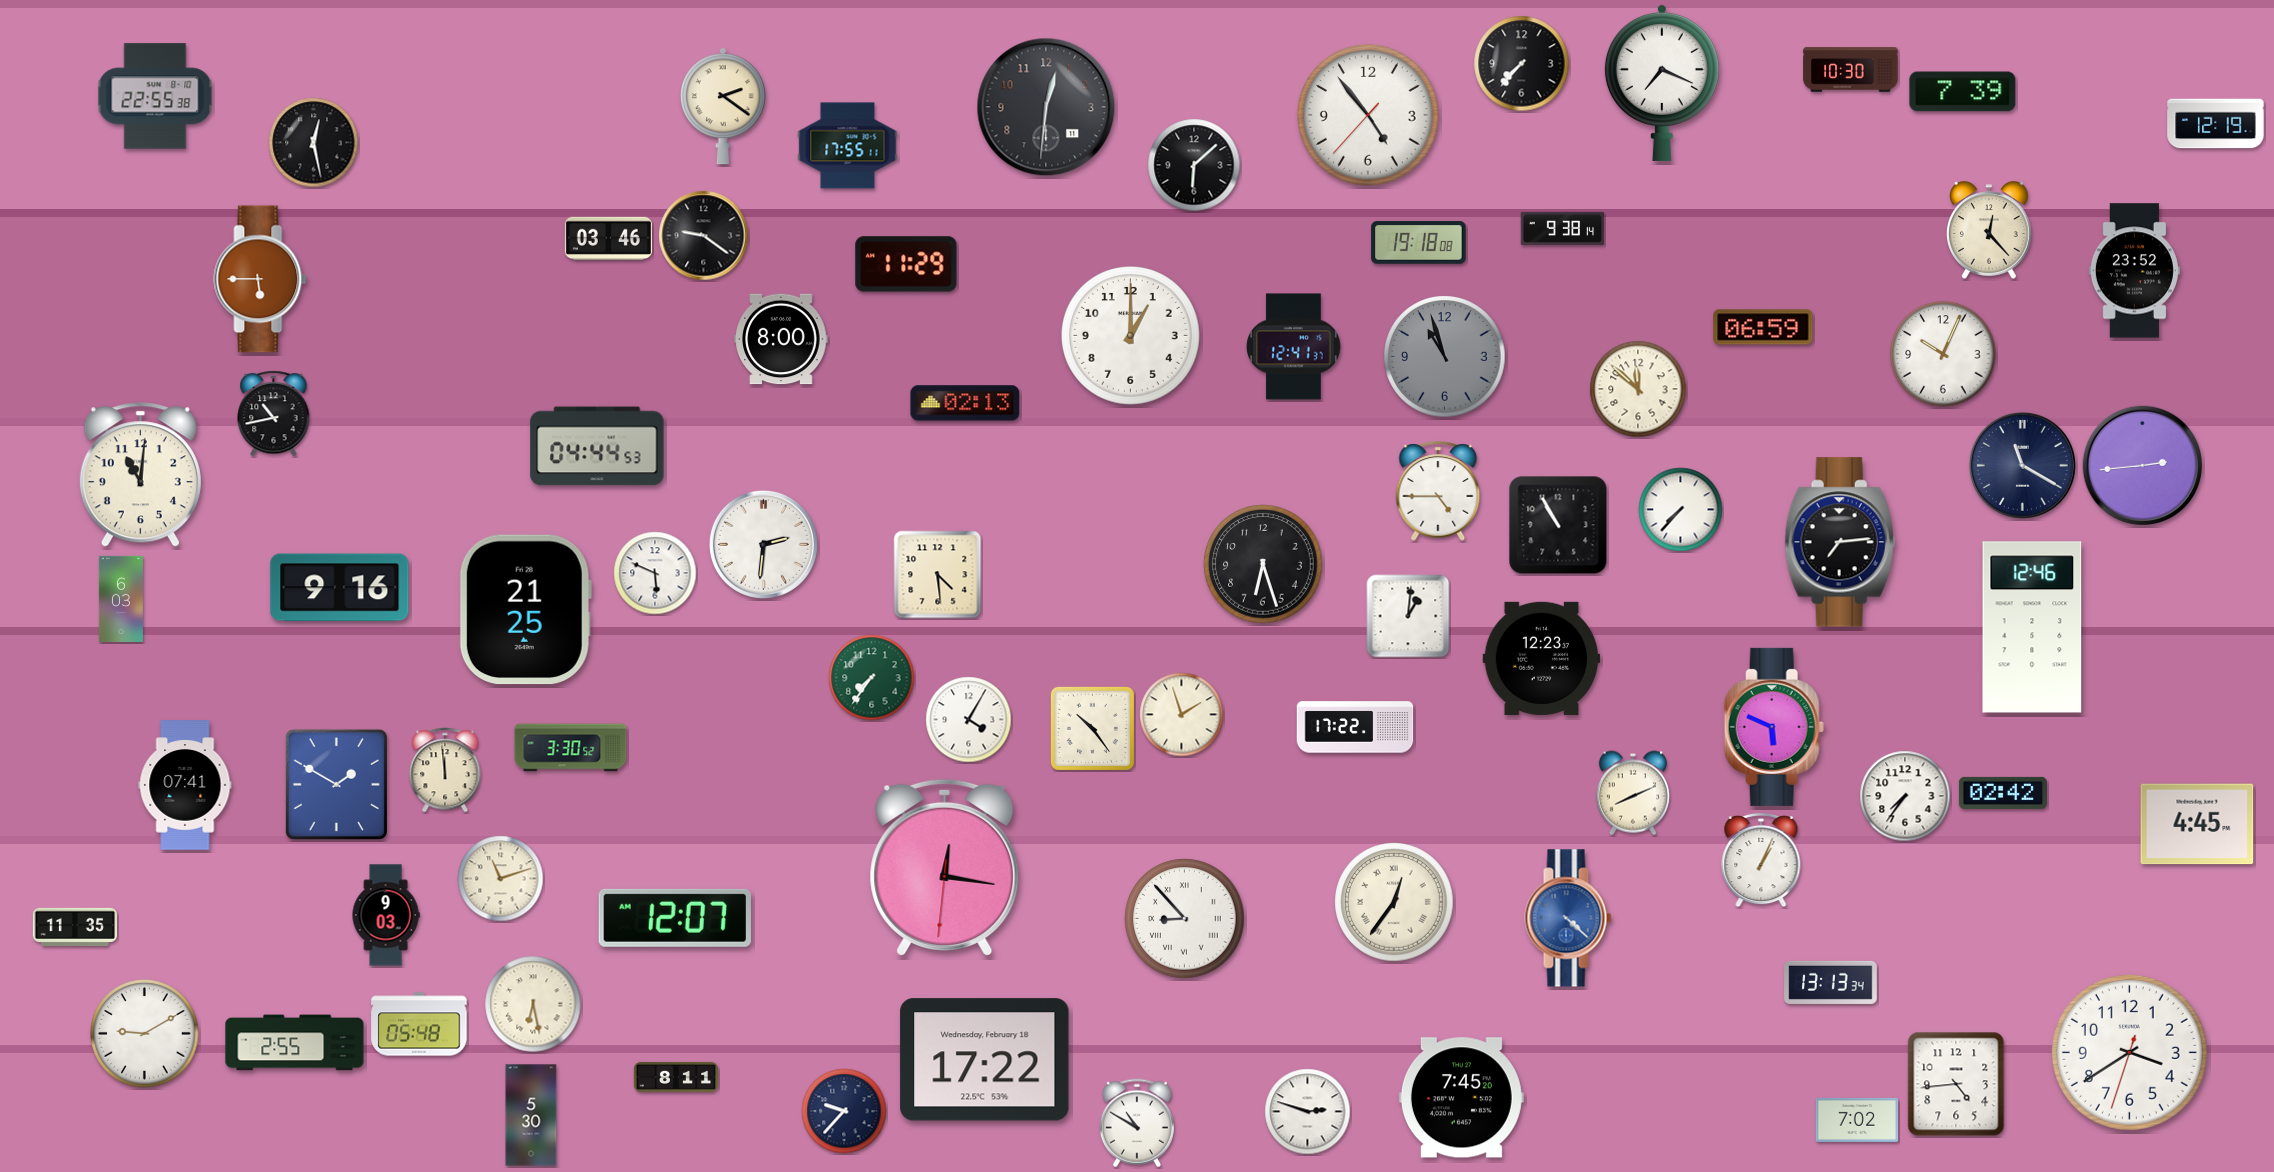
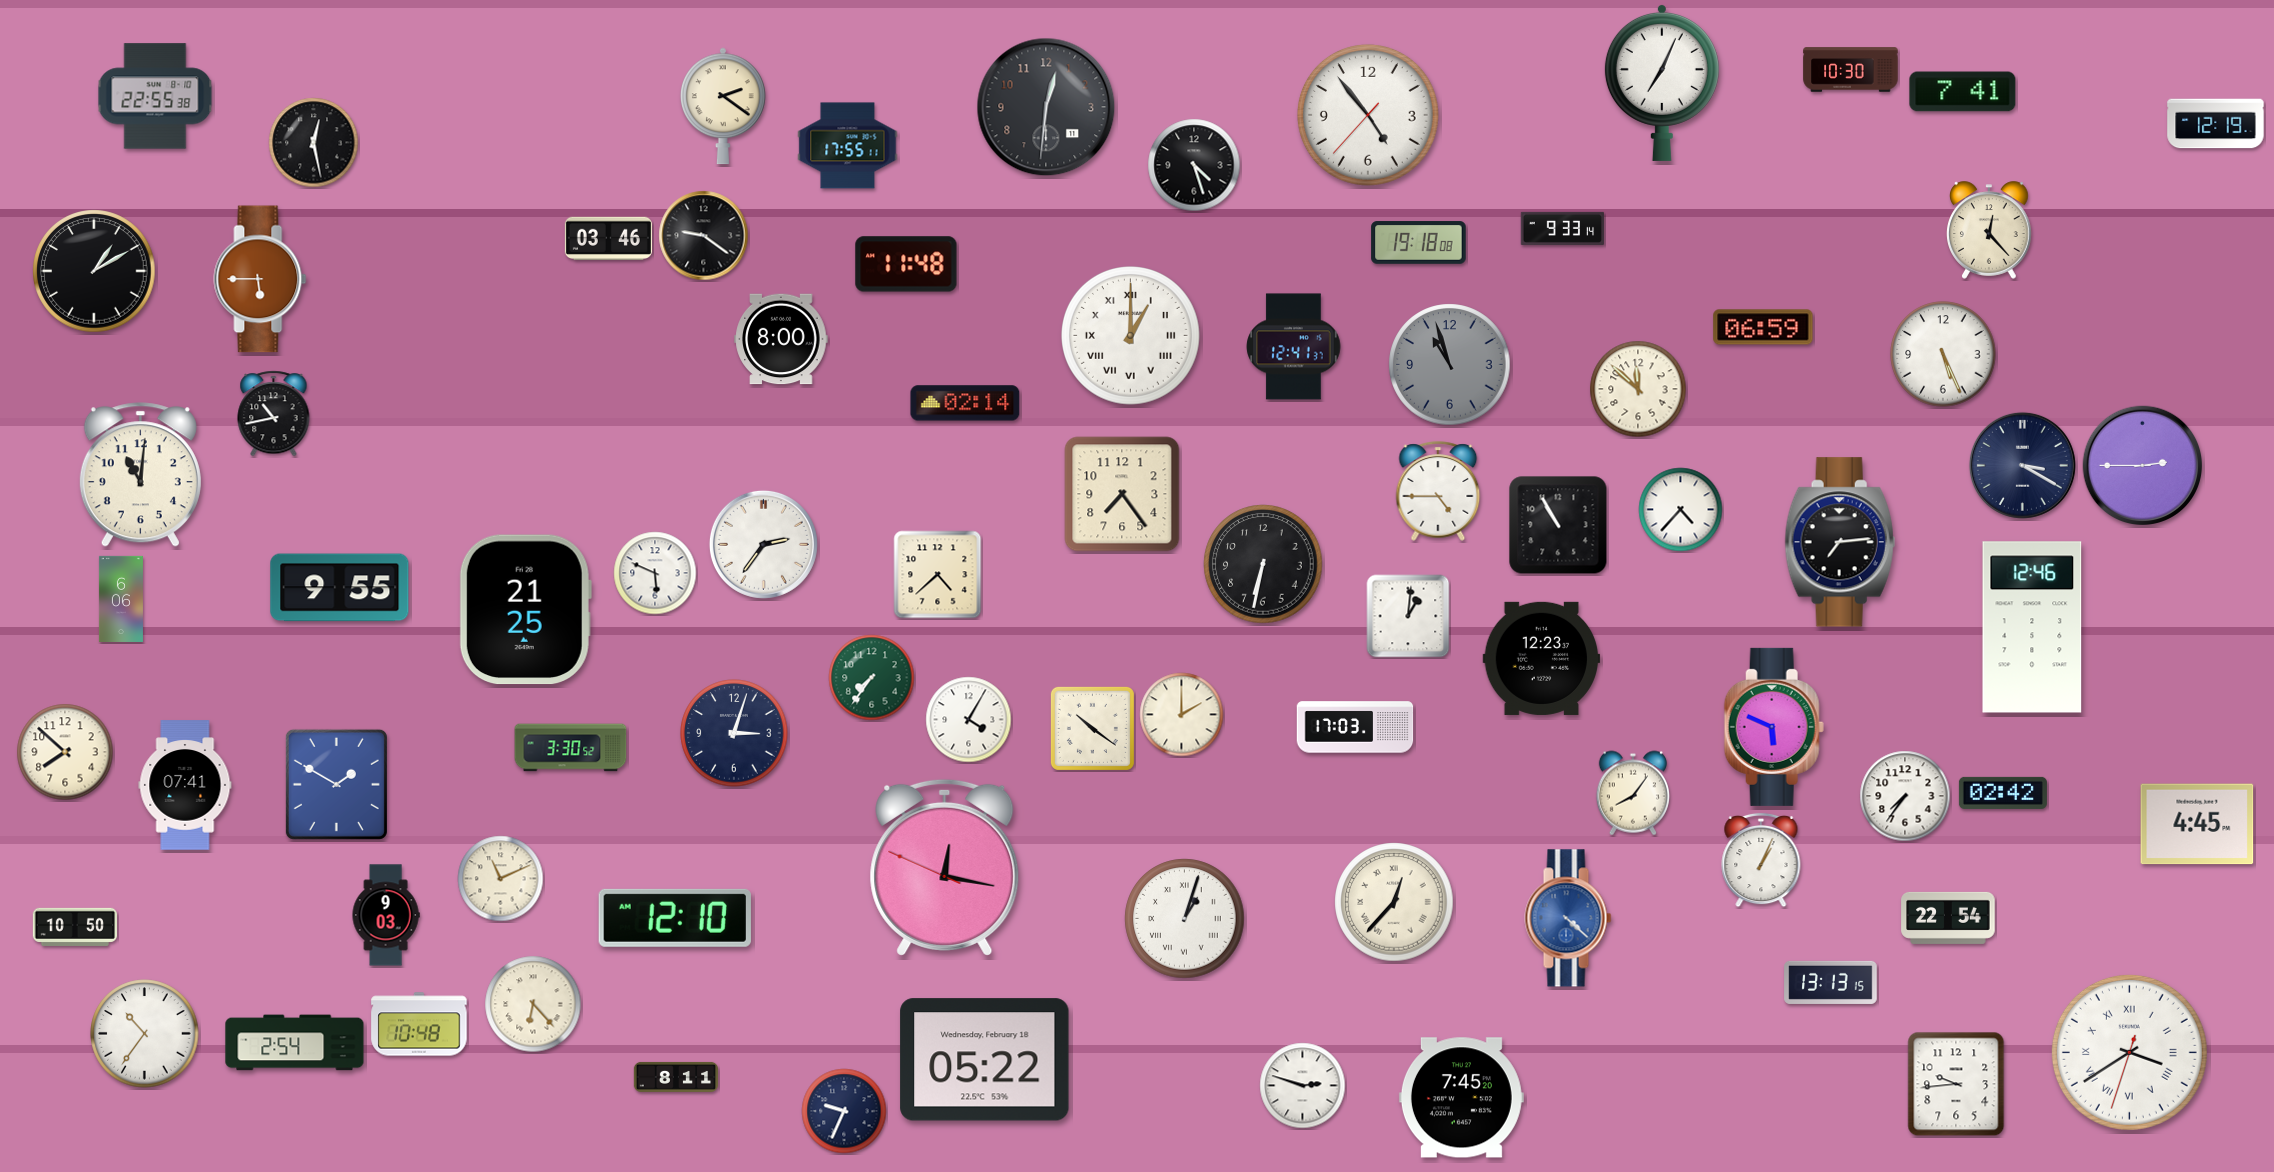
clock at (1522, 64): 7:37 -> none
clock at (1662, 82): 7:19 -> 7:04
clock at (1963, 92): 7:39 -> 7:41
clock at (1194, 165): 6:08 -> 4:27
clock at (1563, 228): 9:38 -> 9:33
clock at (906, 264): 11:29 -> 11:48
clock at (94, 271): none -> 1:10
clock at (2134, 271): 23:52 -> none
clock at (1131, 336) numerals: Arabic -> Roman
clock at (1943, 354): 10:04 -> 5:26
clock at (1445, 357) position: (1445, 357) -> (1450, 365)
clock at (965, 403): 02:13 -> 02:14
clock at (597, 446): 04:44 -> none
clock at (2022, 465): 11:20 -> 3:20
clock at (2142, 465): 2:44 -> 2:45
clock at (1122, 494): none -> 7:24
clock at (1681, 510): 7:37 -> 4:37
clock at (763, 544): 2:31 -> 2:36
clock at (1263, 564): 6:27 -> 6:32
clock at (938, 575): 4:29 -> 4:38
clock at (340, 588): 9:16 -> 9:55
clock at (121, 599): 6:03 -> 6:06
clock at (1182, 715): 1:57 -> 2:00
clock at (1355, 727): 17:22 -> 17:03
clock at (1092, 728): 10:24 -> 10:21
clock at (734, 733): none -> 3:03
clock at (65, 752): none -> 7:52
clock at (445, 770): 11:59 -> none
clock at (1633, 793): 8:11 -> 8:06
clock at (945, 867): 12:16:31 -> 12:16:49
clock at (501, 879): 11:12 -> 11:11
clock at (1394, 902): 12:36 -> 12:37
clock at (675, 918): 12:07 -> 12:10
clock at (1948, 918): none -> 22:54
clock at (1185, 919): 8:53 -> 1:03
clock at (74, 927): 11:35 -> 10:50
clock at (1831, 982): 13:13:34 -> 13:13:15
clock at (533, 1004): 6:28 -> 6:23
clock at (419, 1024): 05:48 -> 10:48
clock at (145, 1034): 9:10 -> 10:36
clock at (295, 1043): 2:55 -> 2:54
clock at (2129, 1052) numerals: Arabic -> Roman
clock at (985, 1060): 17:22 -> 05:22
clock at (1956, 1084): 4:44 -> 9:44
clock at (844, 1111): 9:37 -> 9:34
clock at (1308, 1112) position: (1308, 1112) -> (1303, 1086)
clock at (531, 1115): 5:30 -> none
clock at (1857, 1120): 7:02 -> none
clock at (1137, 1123): 10:50 -> none
